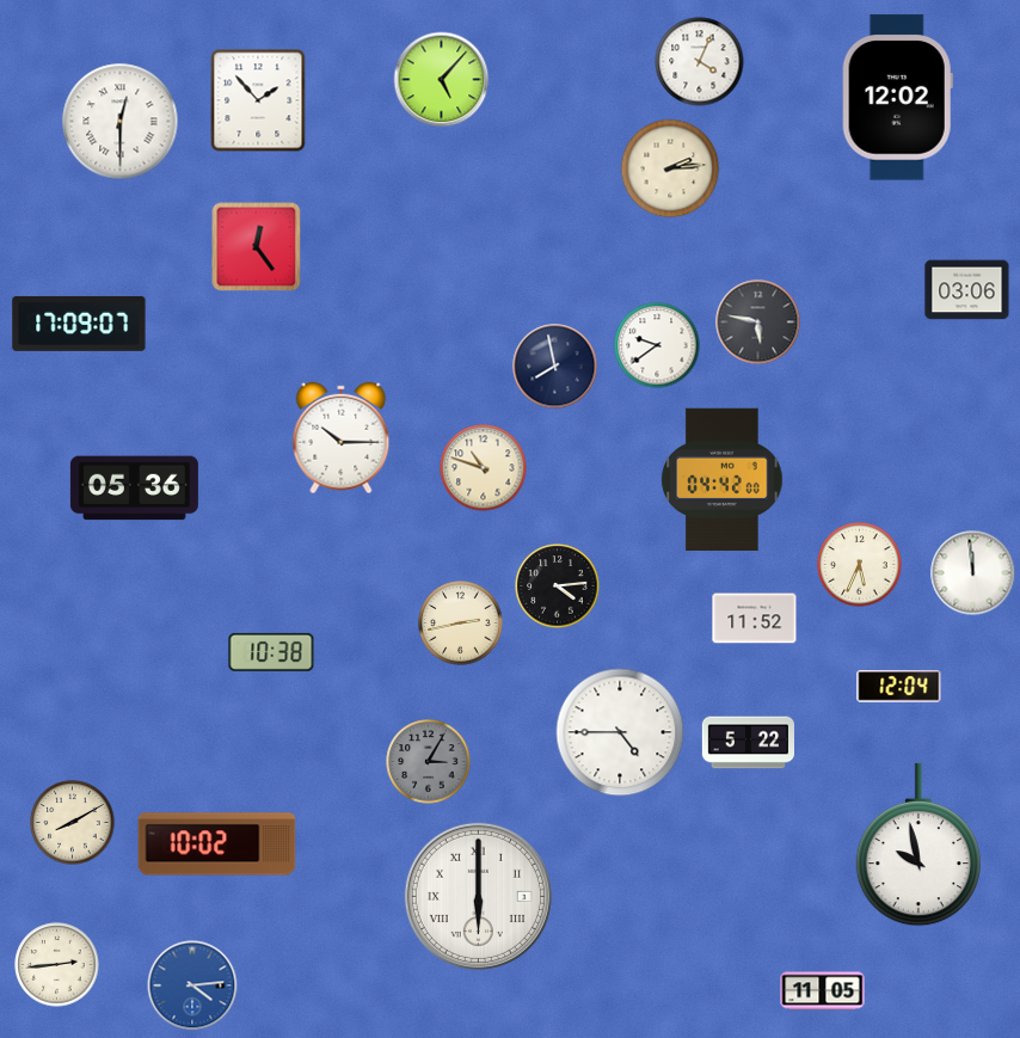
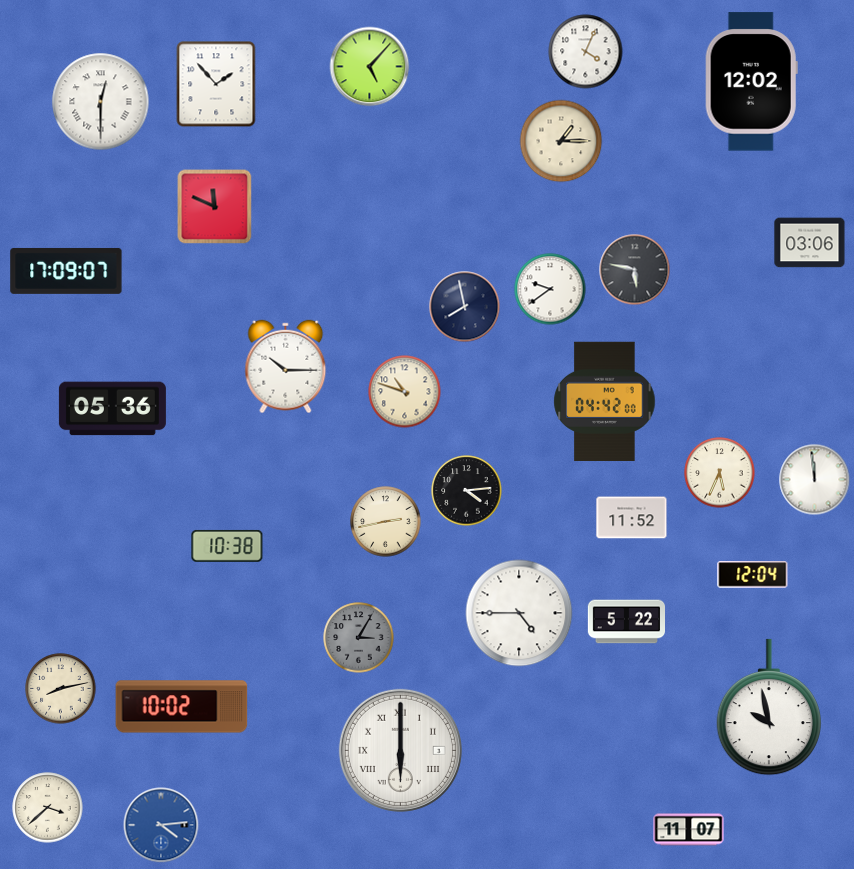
clock at (670, 168): 2:14 -> 1:15
clock at (257, 247): 12:24 -> 11:49
clock at (73, 823): 8:10 -> 8:13
clock at (57, 965): 2:44 -> 3:38
clock at (823, 991): 11:05 -> 11:07
